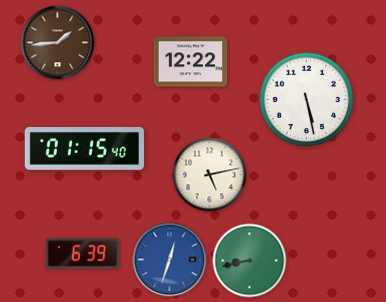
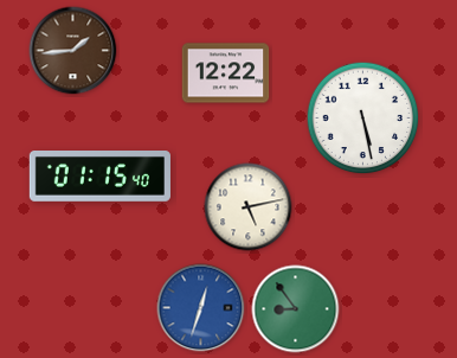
clock at (58, 43) position: (58, 43) -> (73, 51)
clock at (83, 254): 6:39 -> none
clock at (250, 261): 8:43 -> 8:54
